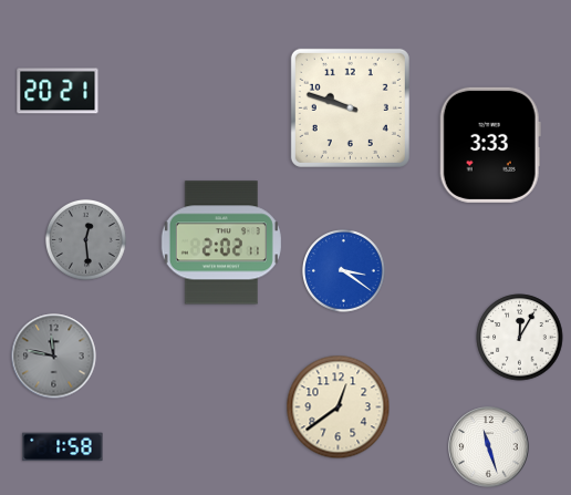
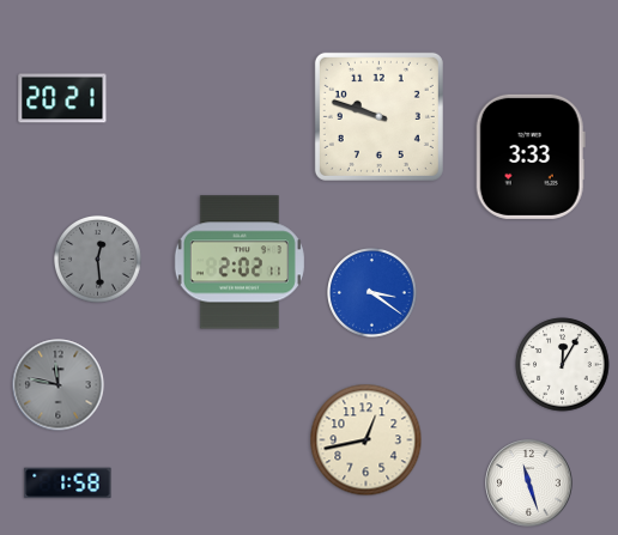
clock at (85, 239) position: (85, 239) -> (97, 259)
clock at (339, 408): 12:39 -> 12:43
